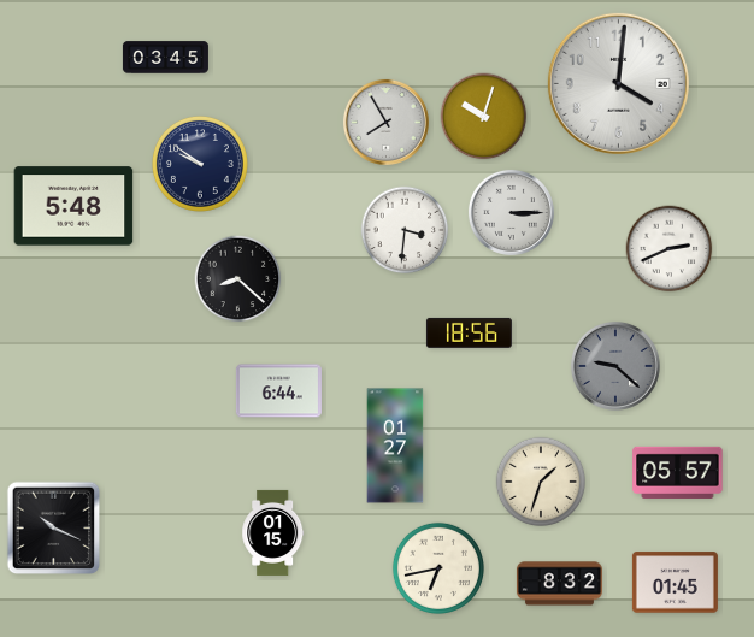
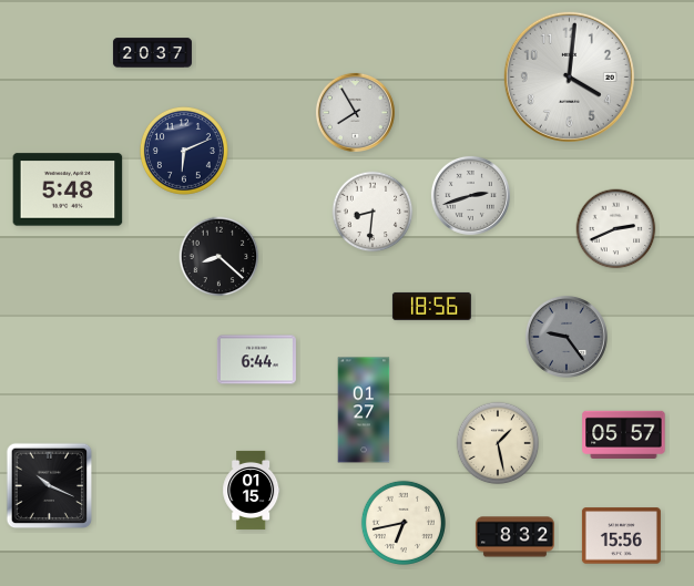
clock at (165, 58): 03:45 -> 20:37
clock at (484, 117): 10:03 -> none
clock at (200, 164): 9:51 -> 6:11
clock at (511, 212): 3:15 -> 2:42
clock at (405, 230): 3:31 -> 8:31
clock at (615, 366): 9:22 -> 9:24
clock at (541, 482): 1:33 -> 1:28
clock at (675, 583): 01:45 -> 15:56
